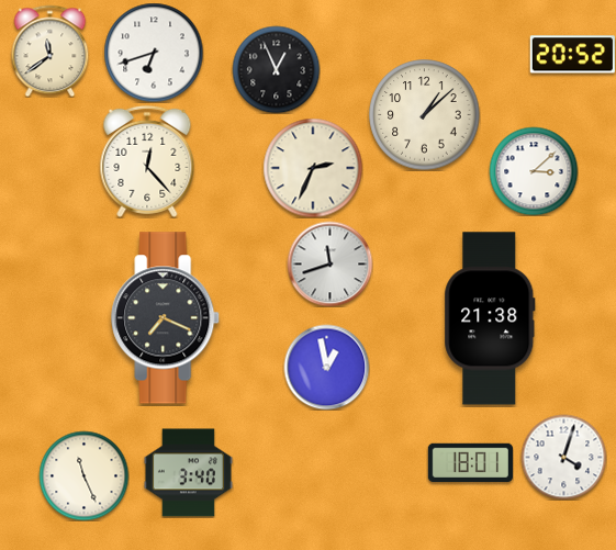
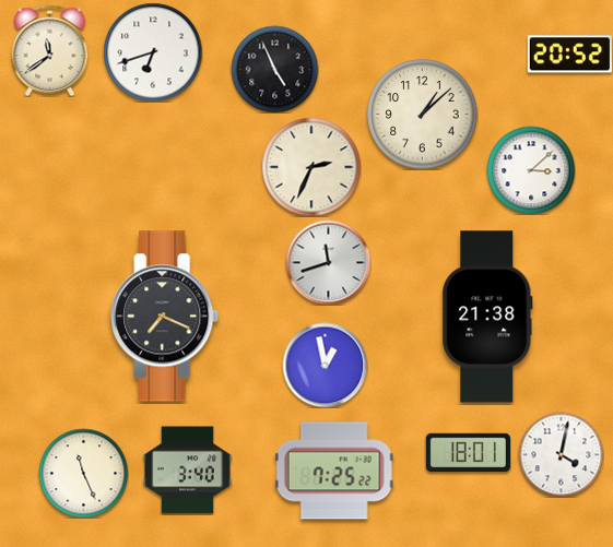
clock at (276, 69): 12:56 -> 4:56
clock at (147, 161): 12:23 -> none
clock at (563, 457): 4:03 -> 4:02
clock at (470, 463) position: (470, 463) -> (468, 453)
clock at (334, 471): none -> 7:25
